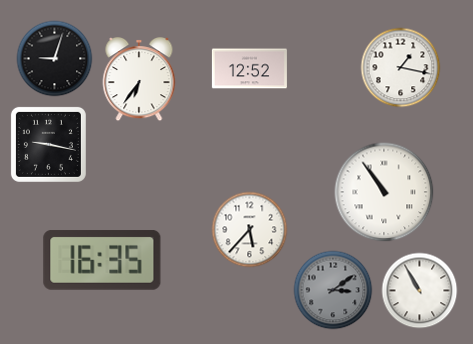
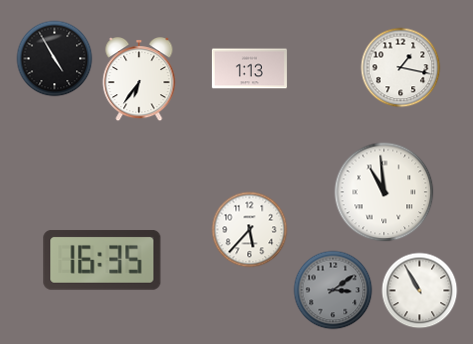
clock at (55, 59): 9:03 -> 4:55
clock at (249, 69): 12:52 -> 1:13
clock at (48, 144): 9:17 -> none
clock at (384, 192): 10:54 -> 10:59
